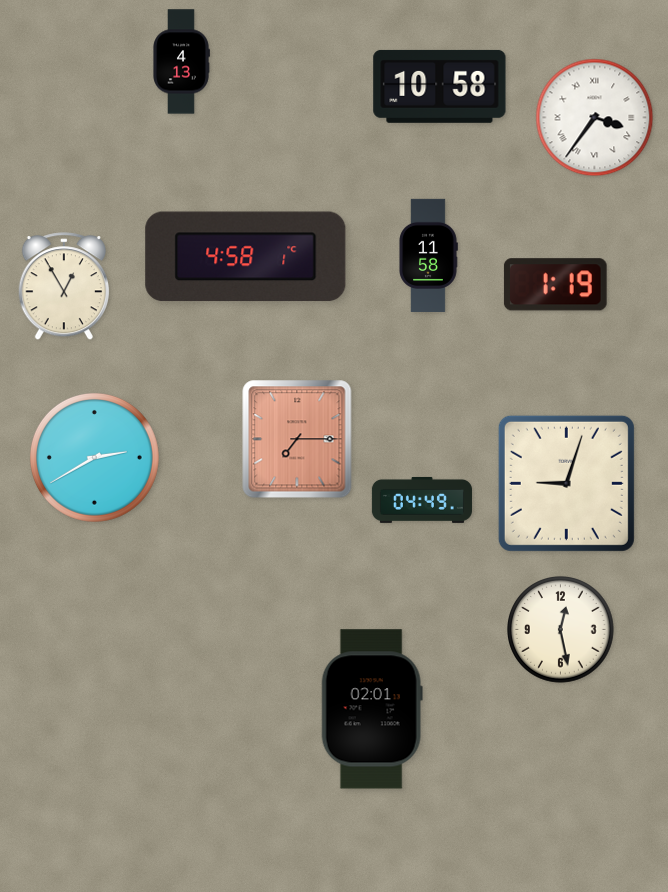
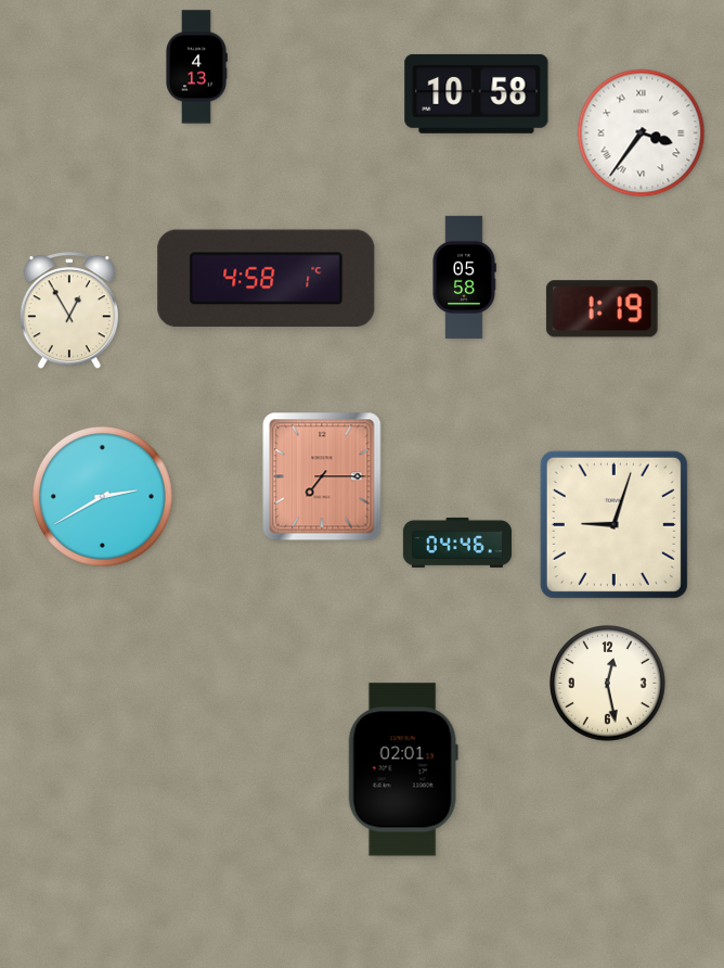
clock at (595, 118) position: (595, 118) -> (642, 133)
clock at (428, 255): 11:58 -> 05:58
clock at (422, 500): 04:49 -> 04:46
